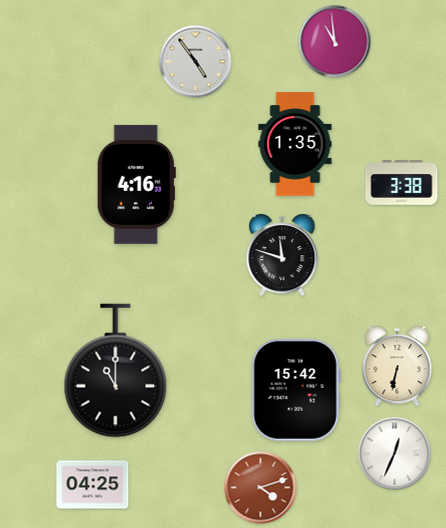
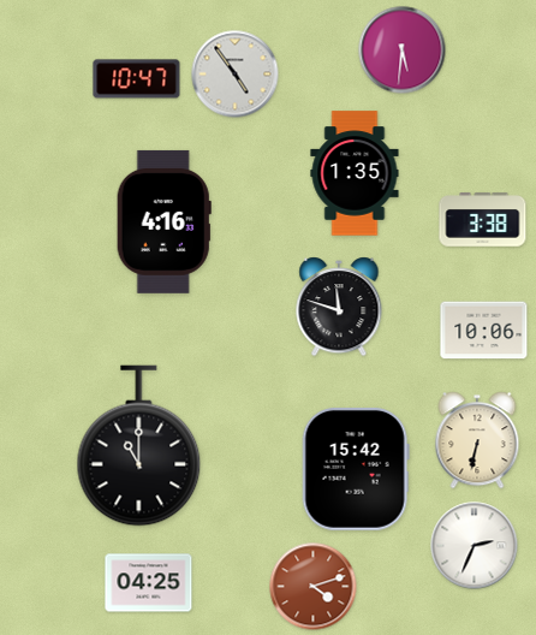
clock at (335, 42): 10:59 -> 5:31
clock at (137, 79): none -> 10:47
clock at (484, 331): none -> 10:06
clock at (395, 454): 12:34 -> 2:34
clock at (93, 485) position: (93, 485) -> (149, 583)
